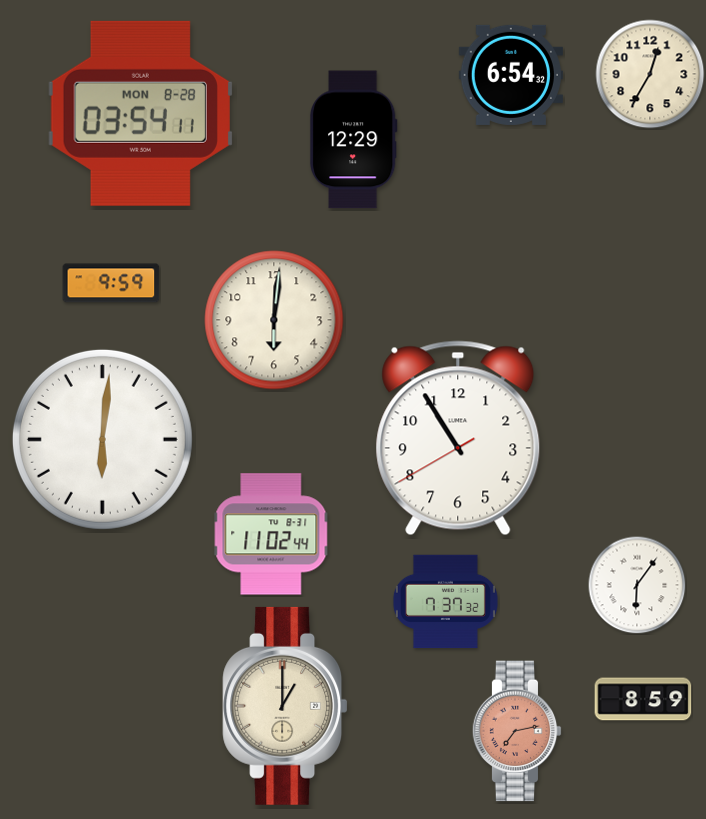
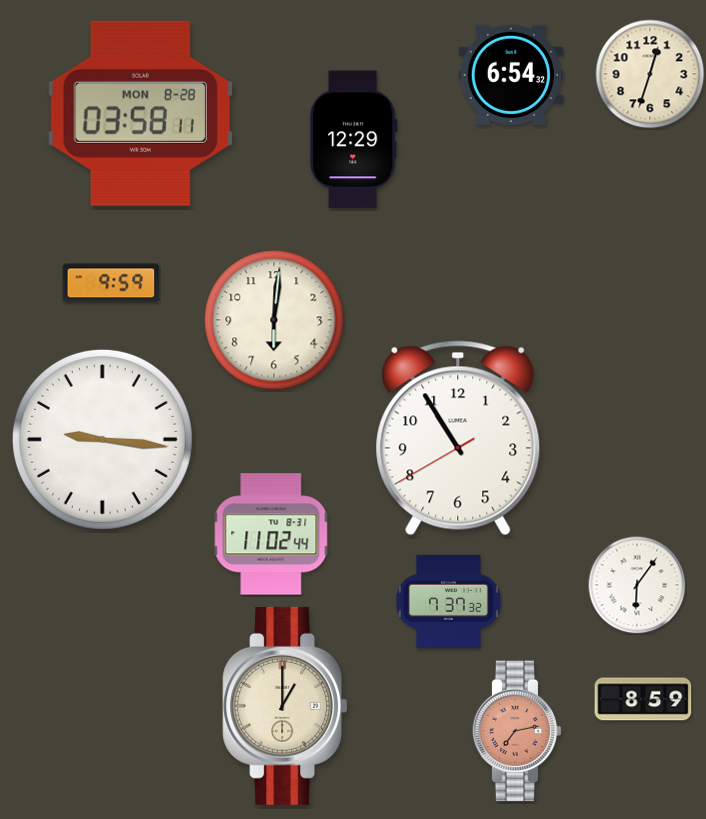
clock at (650, 74): 12:35 -> 12:33
clock at (140, 113): 03:54 -> 03:58
clock at (102, 439): 6:01 -> 9:16
clock at (445, 602) position: (445, 602) -> (448, 602)
